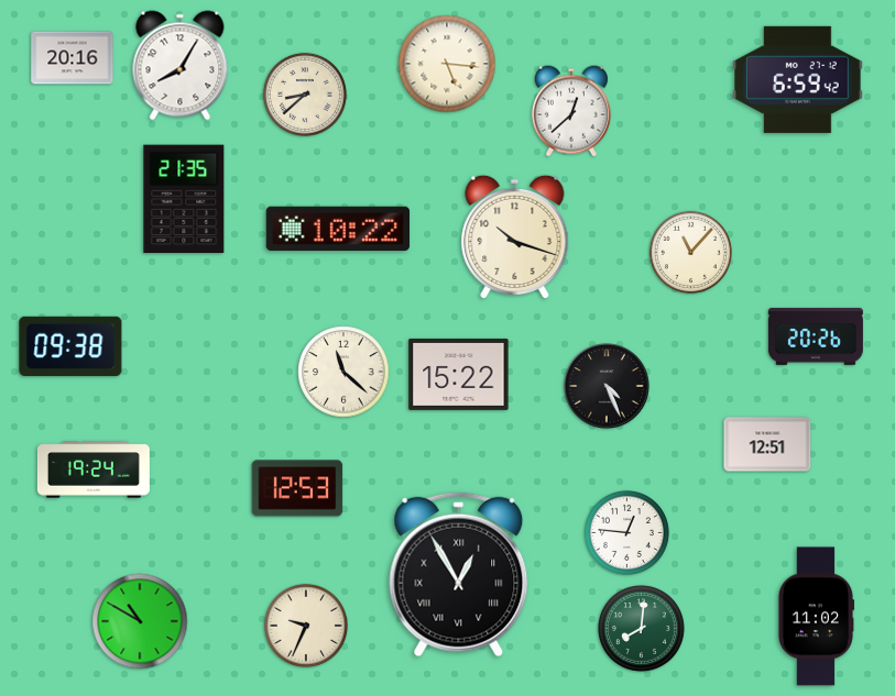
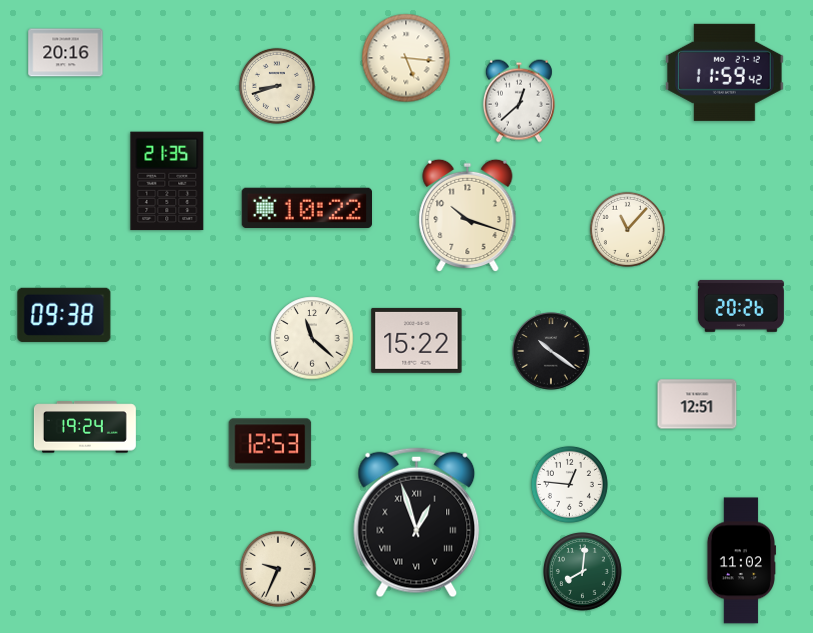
clock at (181, 66): 8:05 -> none
clock at (797, 79): 6:59 -> 11:59
clock at (305, 95): 8:38 -> 8:42
clock at (607, 386): 4:26 -> 10:21
clock at (459, 575): 12:55 -> 12:57
clock at (140, 621): 10:50 -> none
